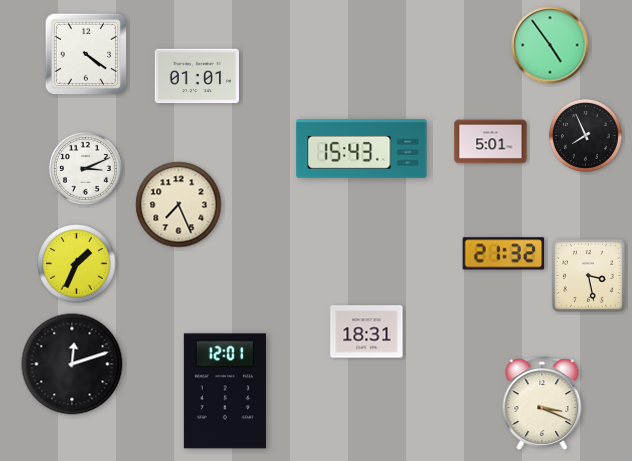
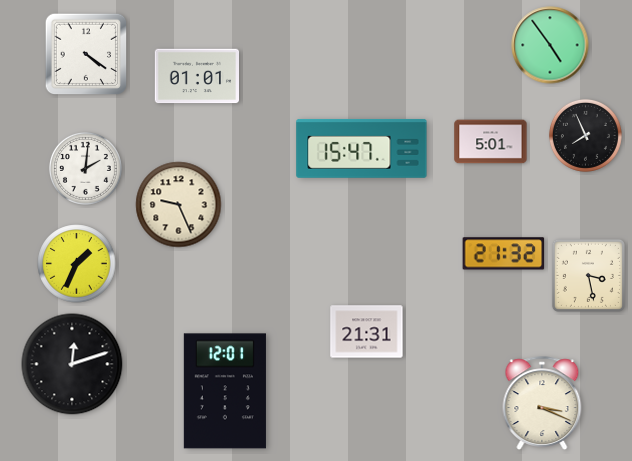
clock at (362, 148): 15:43 -> 15:47
clock at (85, 168): 3:11 -> 2:01
clock at (179, 205): 7:26 -> 9:26
clock at (367, 332): 18:31 -> 21:31
